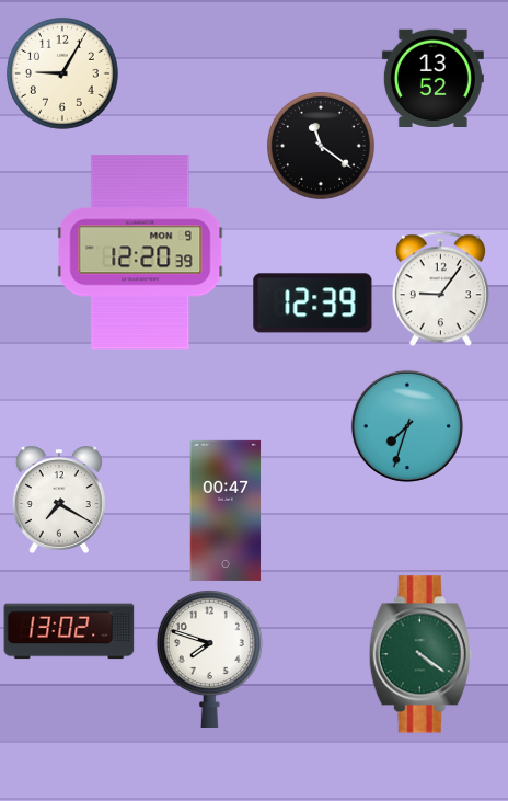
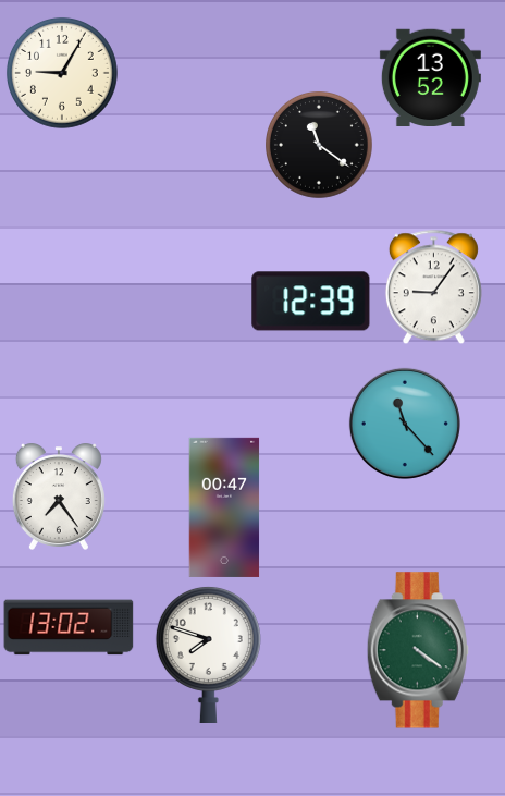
clock at (140, 252): 12:20 -> none
clock at (440, 289) position: (440, 289) -> (433, 287)
clock at (407, 426): 7:33 -> 11:23
clock at (59, 500): 7:20 -> 7:24
